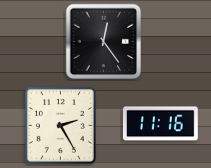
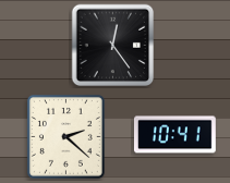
clock at (160, 124): 11:16 -> 10:41
clock at (60, 125): 2:25 -> 2:22
